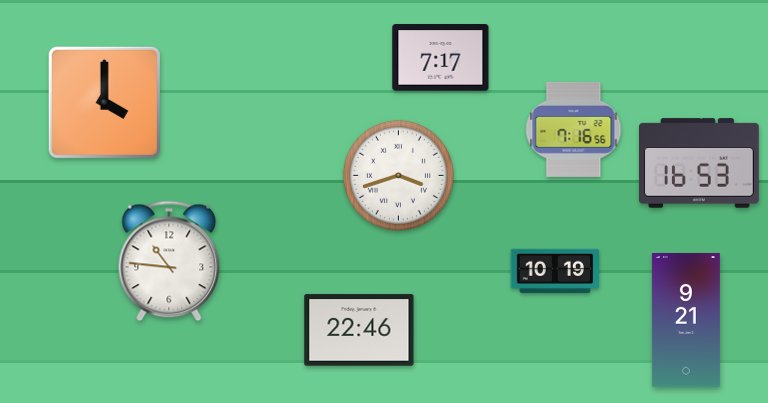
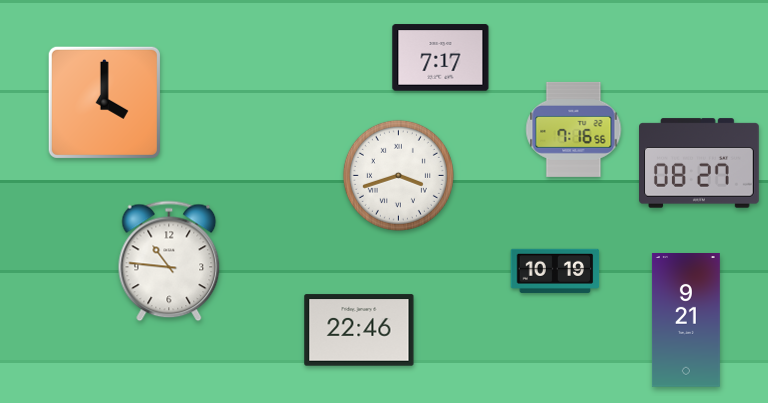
clock at (700, 163): 16:53 -> 08:27
